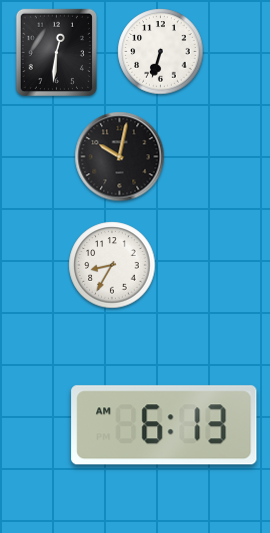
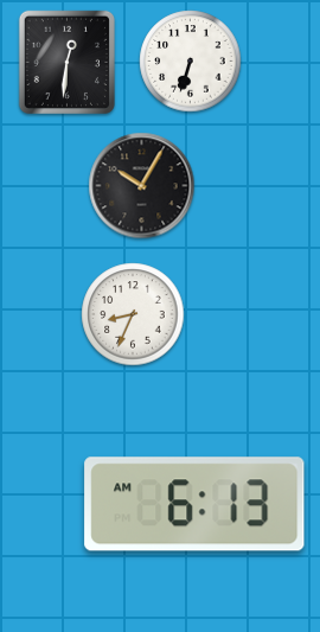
clock at (120, 157): 10:02 -> 10:05
clock at (112, 265): 8:35 -> 8:34
